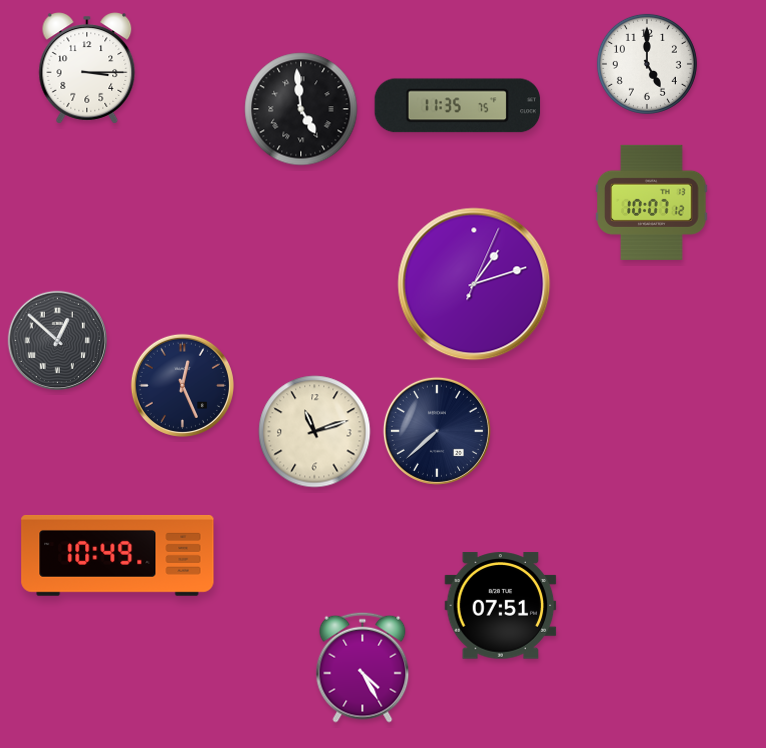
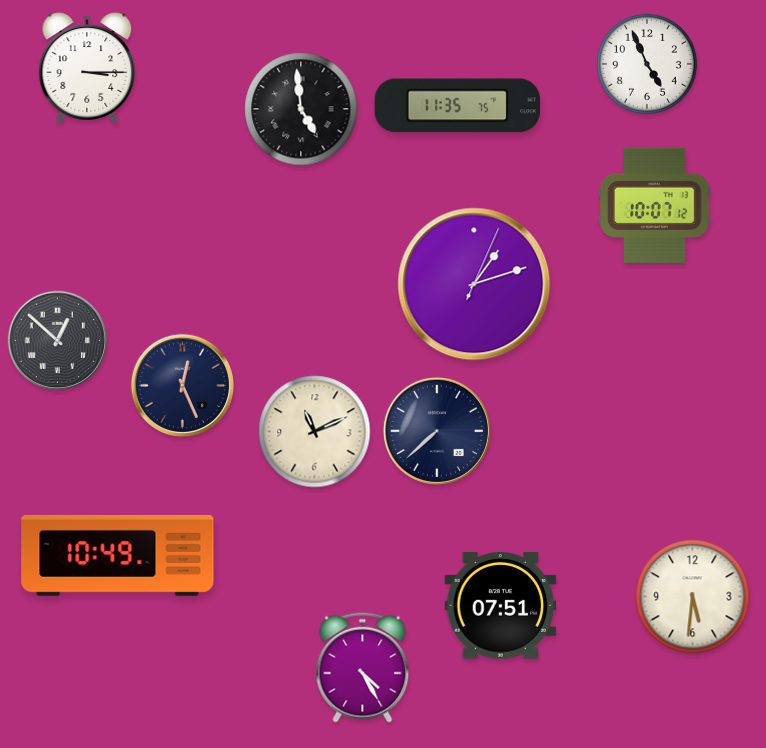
clock at (647, 64): 5:00 -> 4:56
clock at (652, 202) position: (652, 202) -> (655, 205)
clock at (315, 432): 11:12 -> 11:11
clock at (693, 597): none -> 5:31
